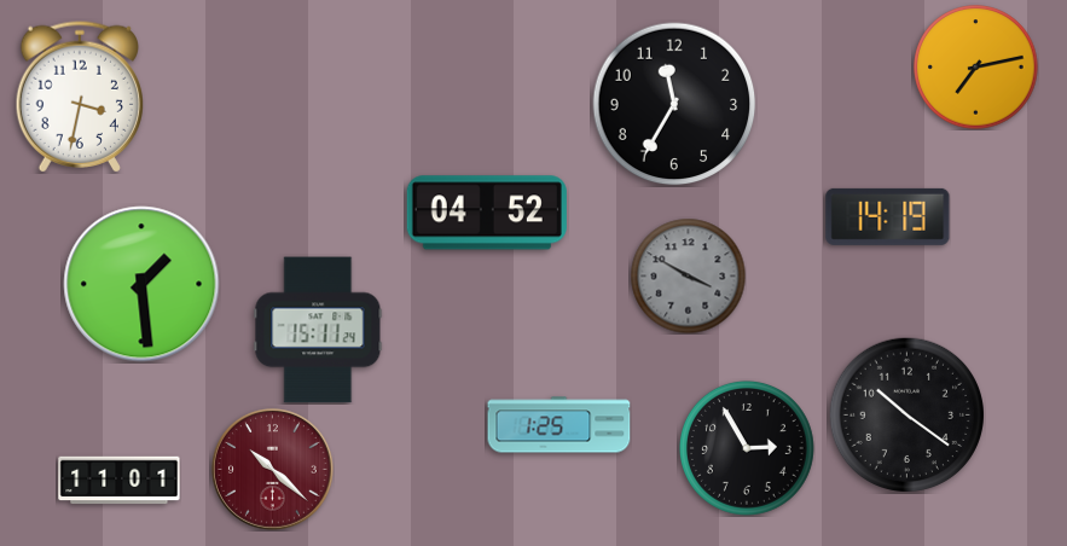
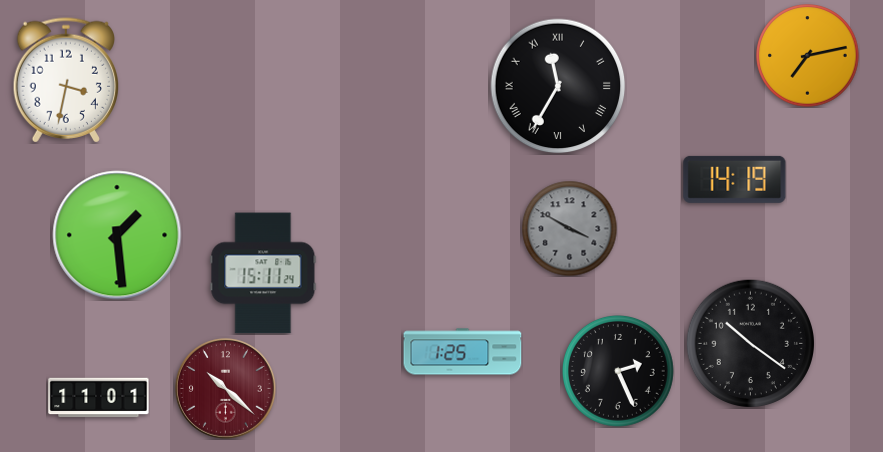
clock at (674, 104) numerals: Arabic -> Roman
clock at (487, 213): 04:52 -> none
clock at (747, 448): 2:55 -> 2:26
